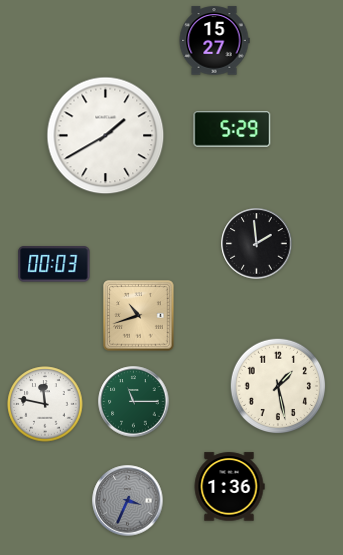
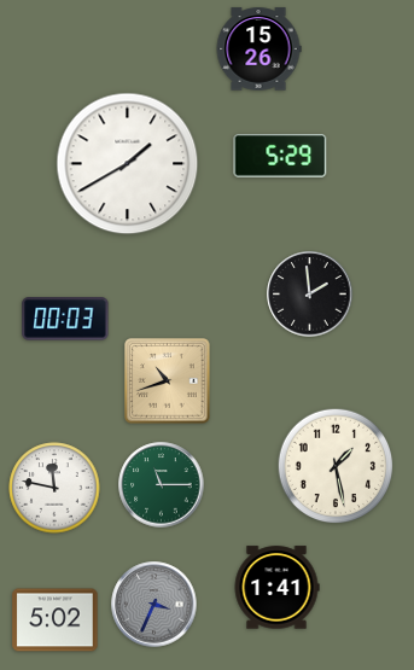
clock at (214, 41): 15:27 -> 15:26
clock at (229, 487): 1:36 -> 1:41
clock at (56, 621): none -> 5:02
